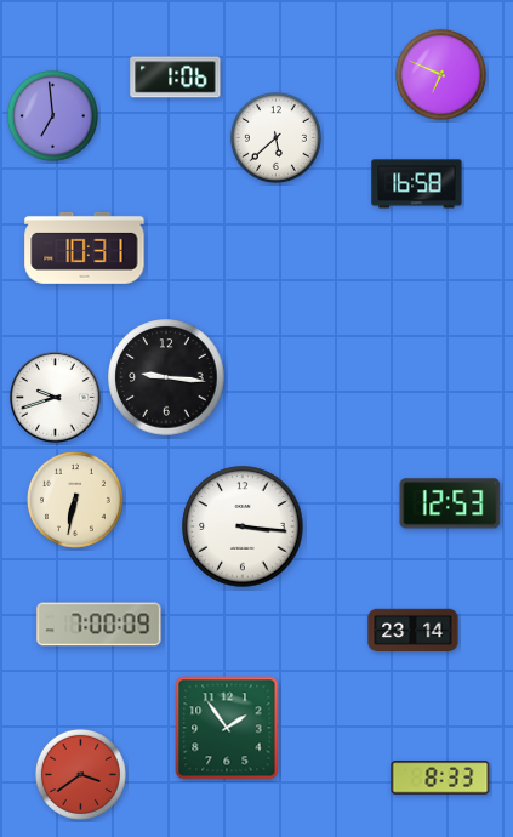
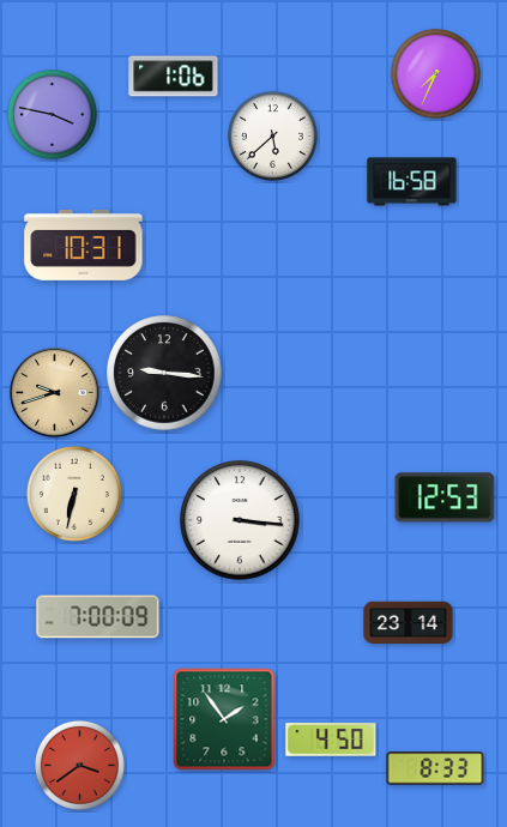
clock at (440, 74): 6:49 -> 7:34
clock at (52, 115): 6:59 -> 3:47
clock at (56, 398) dial: white -> champagne
clock at (331, 741): none -> 4:50
